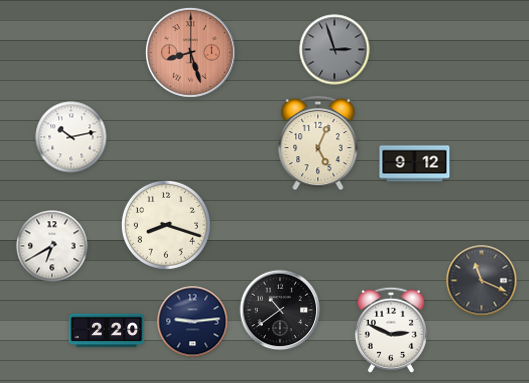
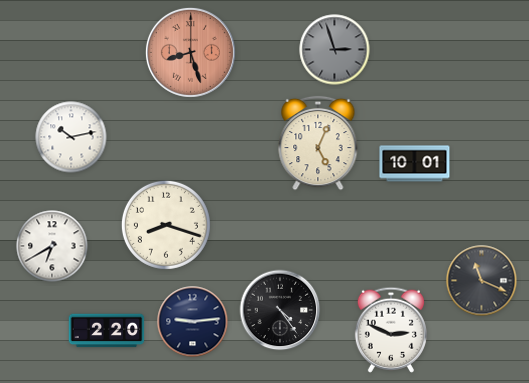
clock at (415, 164): 9:12 -> 10:01
clock at (280, 310): 10:39 -> 4:24
